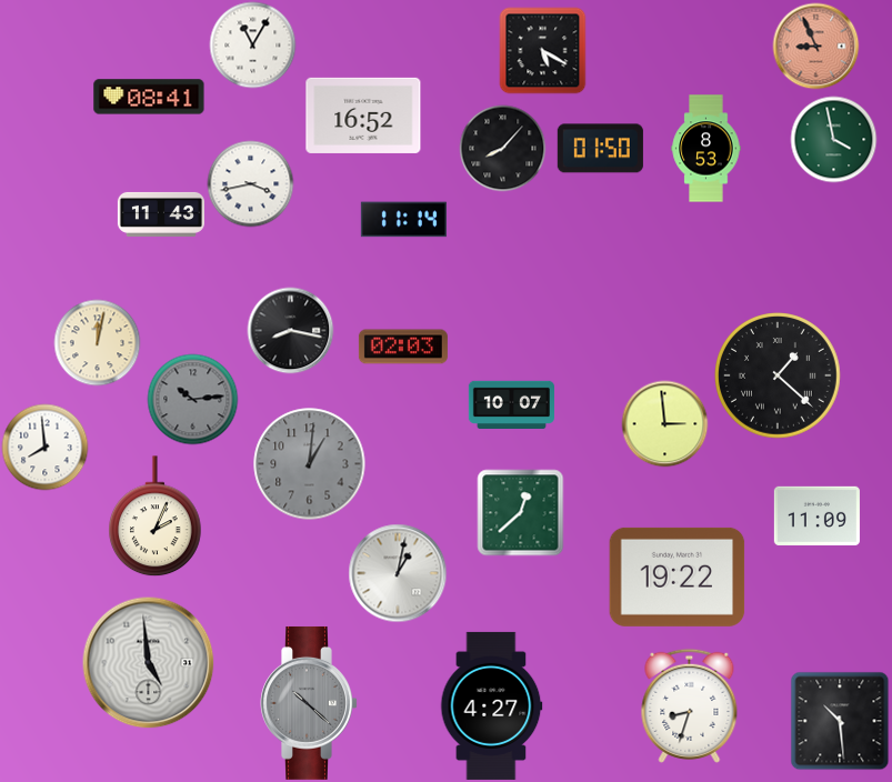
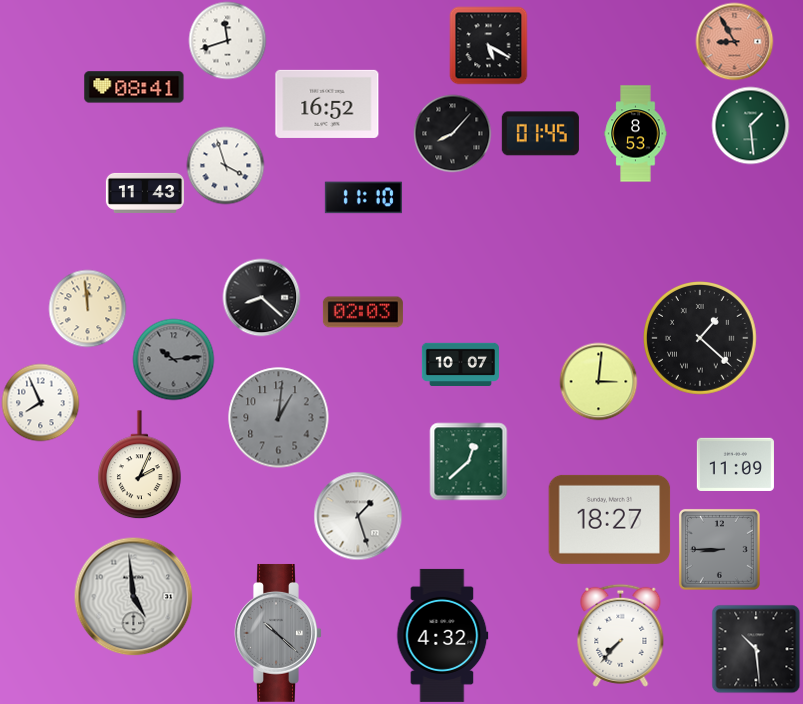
clock at (252, 44): 11:05 -> 11:42
clock at (815, 46): 8:56 -> 8:55
clock at (833, 139): 3:58 -> 1:29
clock at (600, 149): 01:50 -> 01:45
clock at (250, 183): 3:43 -> 3:57
clock at (403, 220): 11:14 -> 11:10
clock at (290, 330): 8:17 -> 8:22
clock at (97, 342): 12:02 -> 11:59
clock at (664, 423): 2:59 -> 3:01
clock at (44, 447): 7:59 -> 7:56
clock at (398, 573): 1:02 -> 1:27
clock at (678, 577): 19:22 -> 18:27
clock at (719, 549): none -> 8:45
clock at (492, 705): 4:27 -> 4:32
clock at (690, 705): 8:33 -> 7:37
